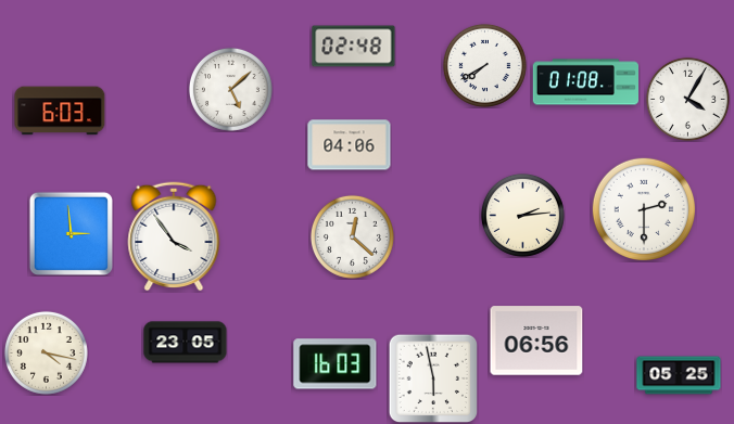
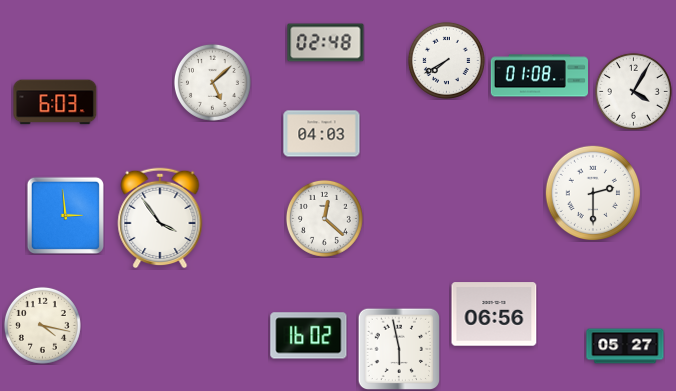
clock at (350, 145): 04:06 -> 04:03
clock at (522, 215): 2:14 -> none
clock at (186, 343): 23:05 -> none
clock at (336, 364): 16:03 -> 16:02
clock at (679, 375): 05:25 -> 05:27
